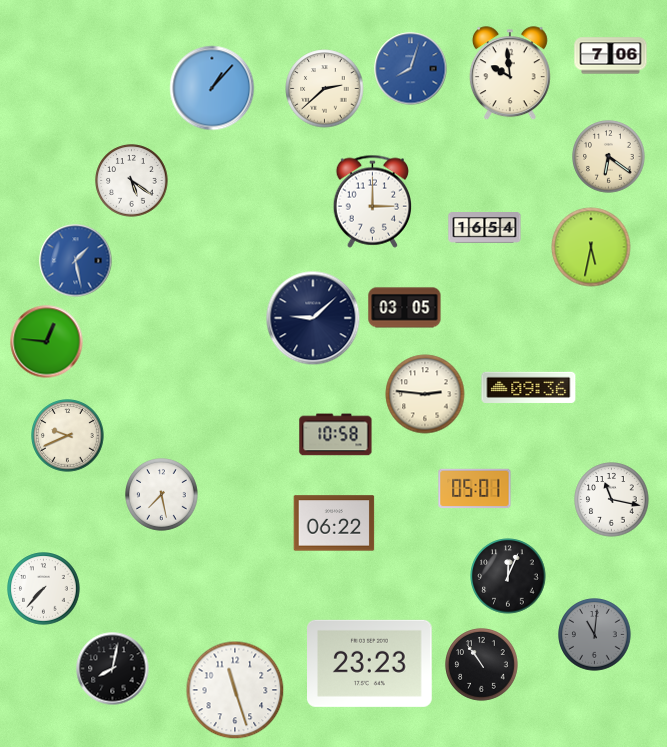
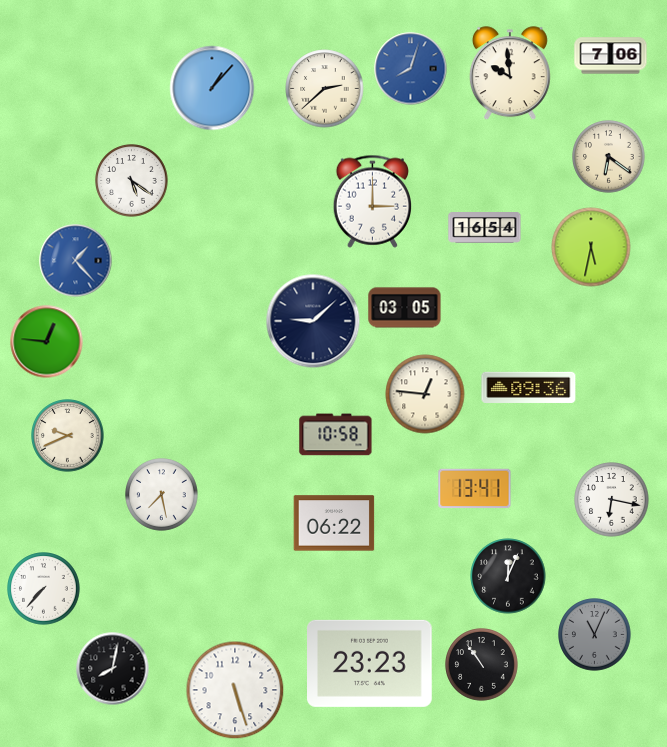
clock at (76, 261): 1:28 -> 1:23
clock at (313, 318) position: (313, 318) -> (313, 321)
clock at (425, 394): 2:46 -> 12:46
clock at (475, 489): 05:01 -> 13:41
clock at (612, 500): 11:17 -> 6:17
clock at (595, 635): 11:01 -> 11:04
clock at (235, 690): 11:27 -> 5:27
